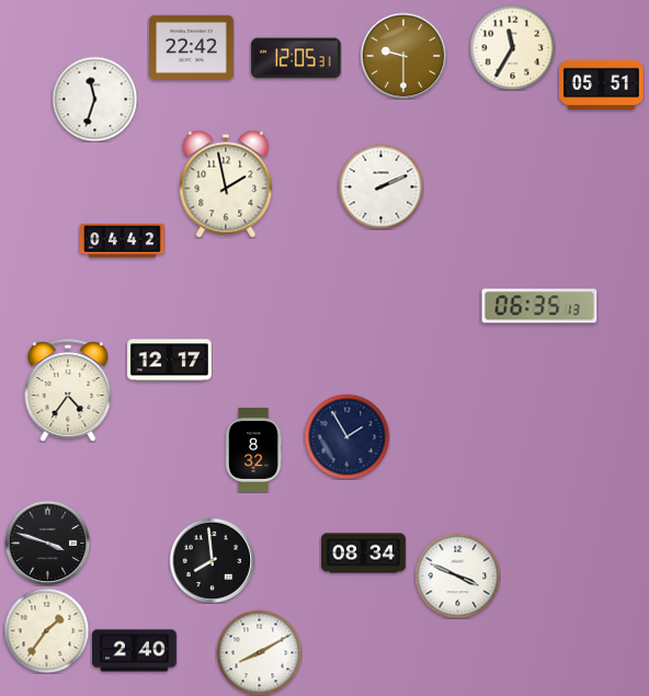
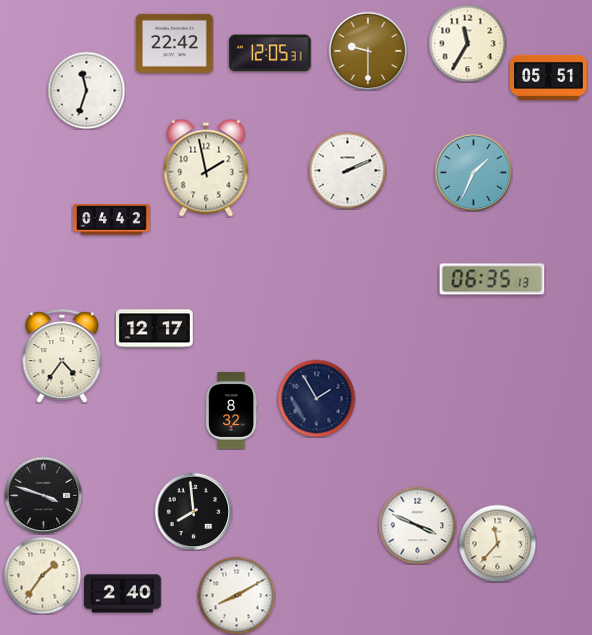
clock at (473, 172): none -> 1:34
clock at (364, 554): 08:34 -> none
clock at (497, 543): none -> 11:37
